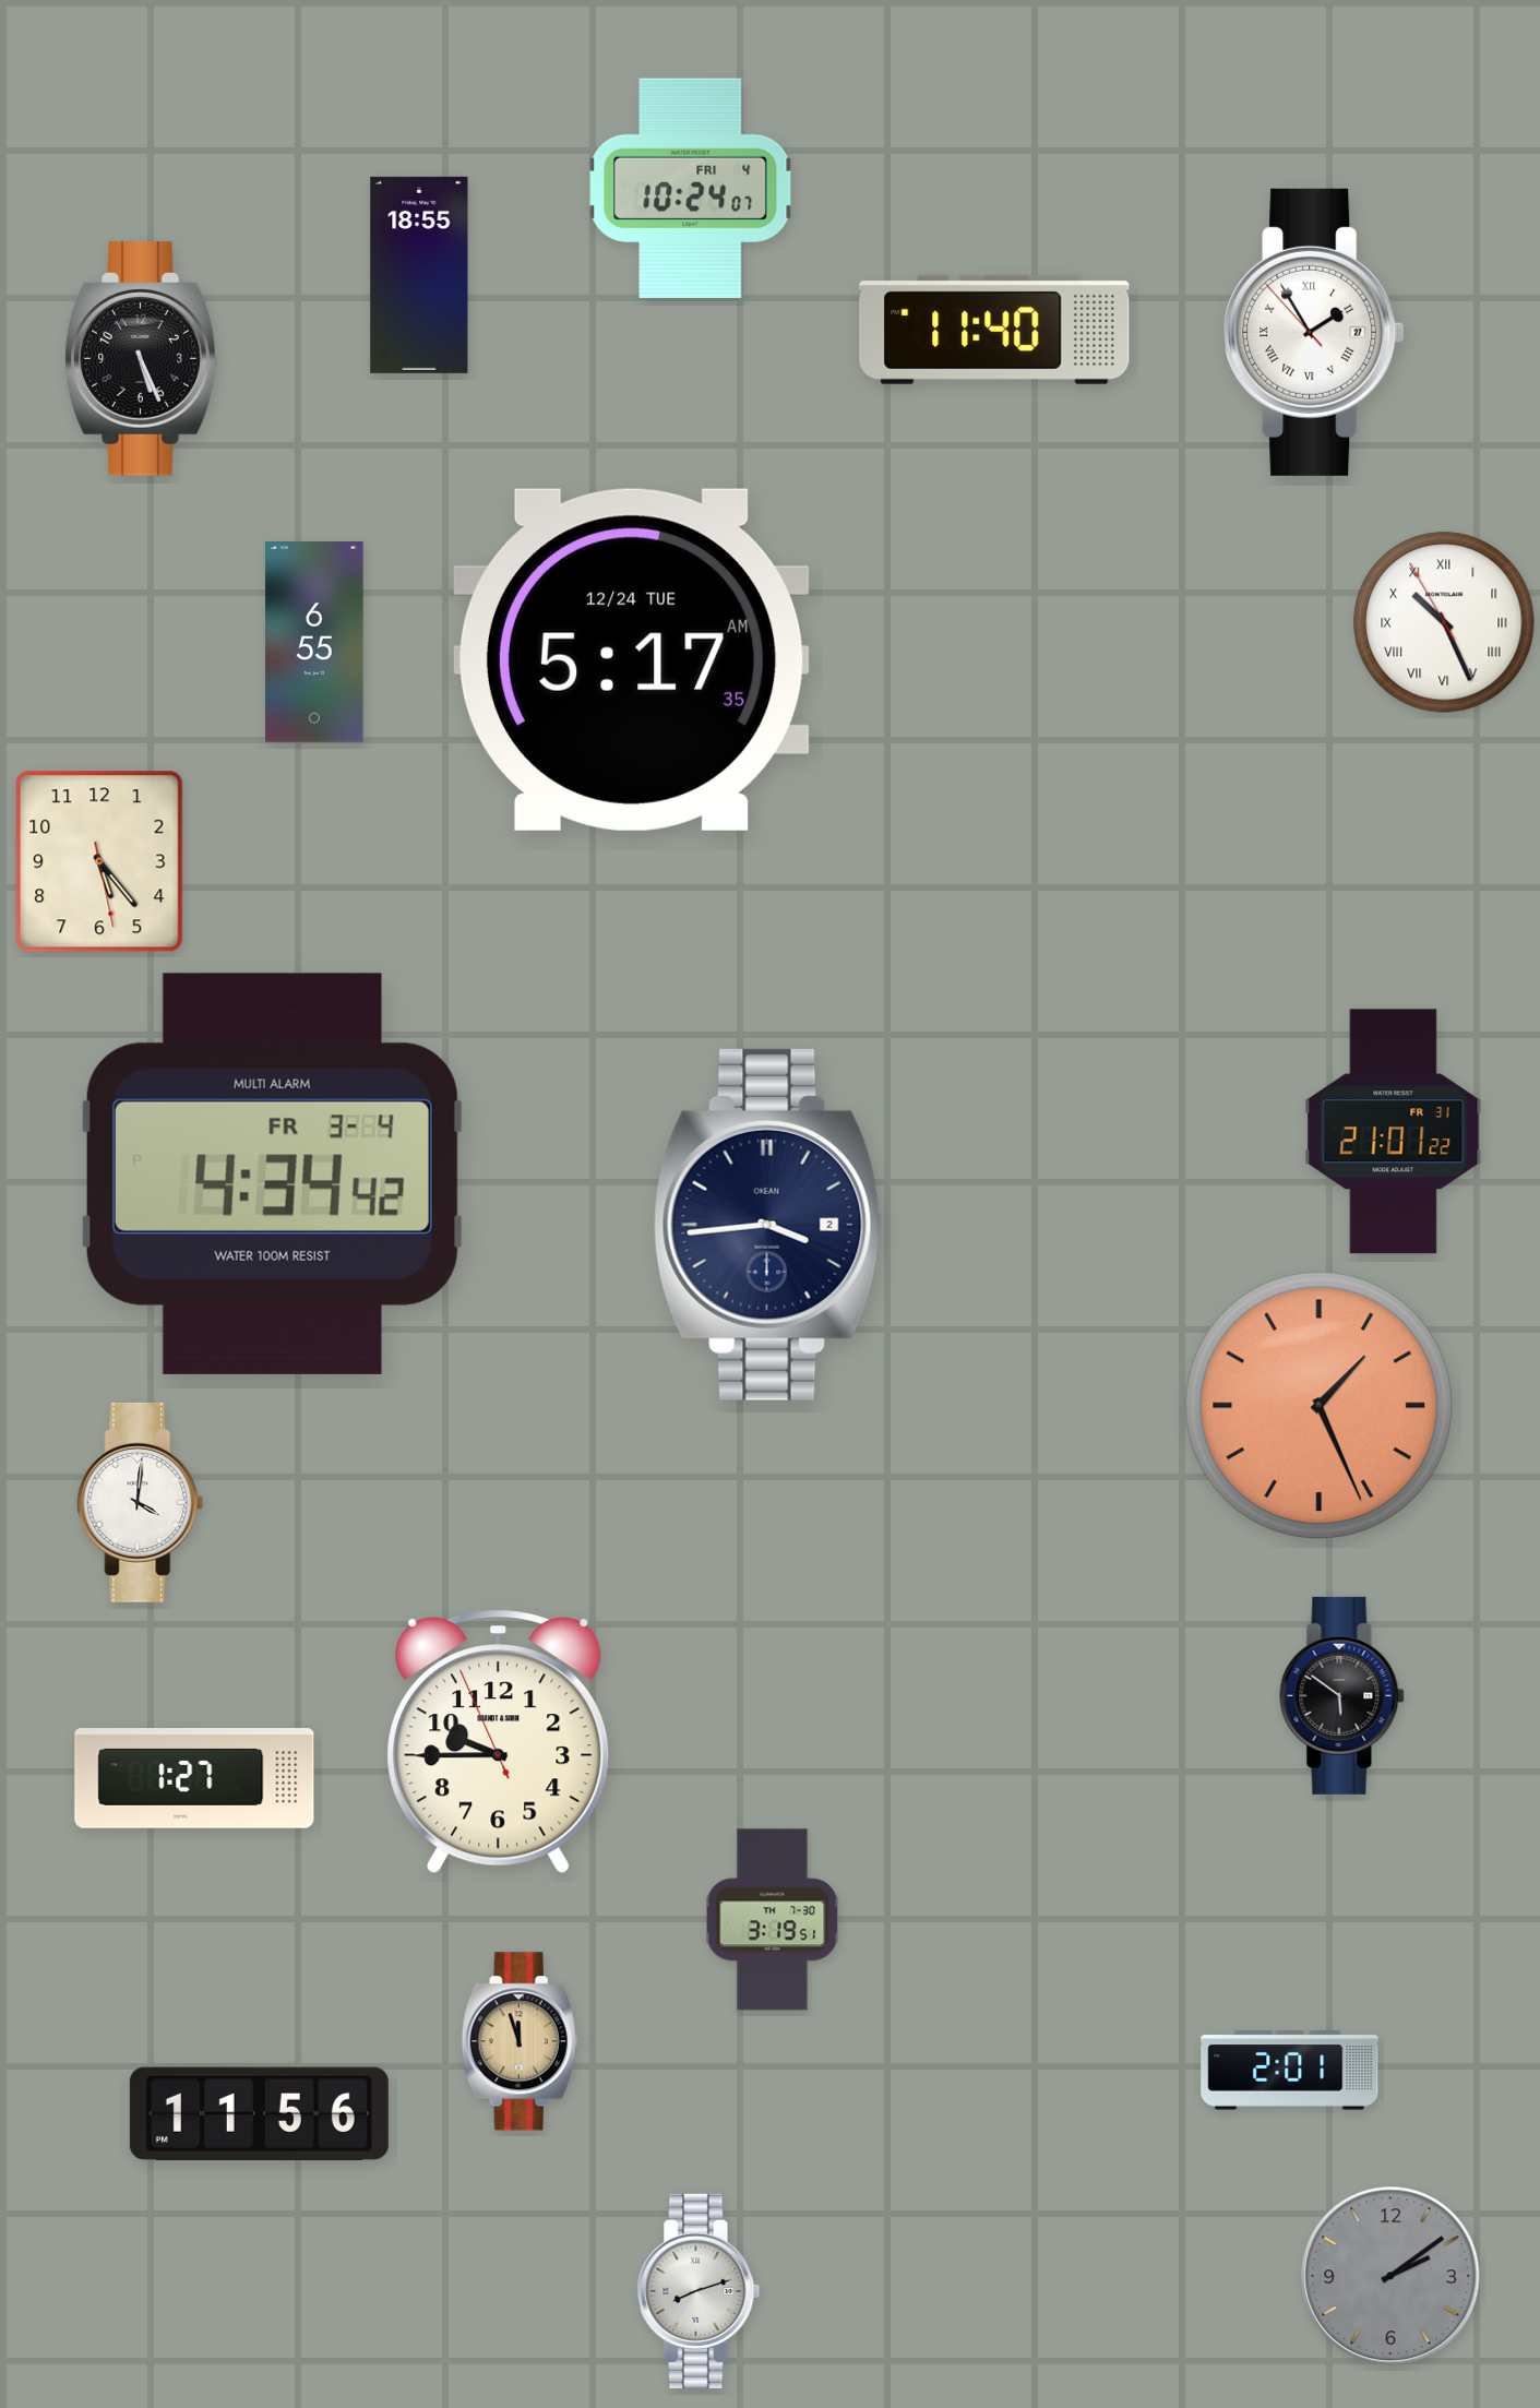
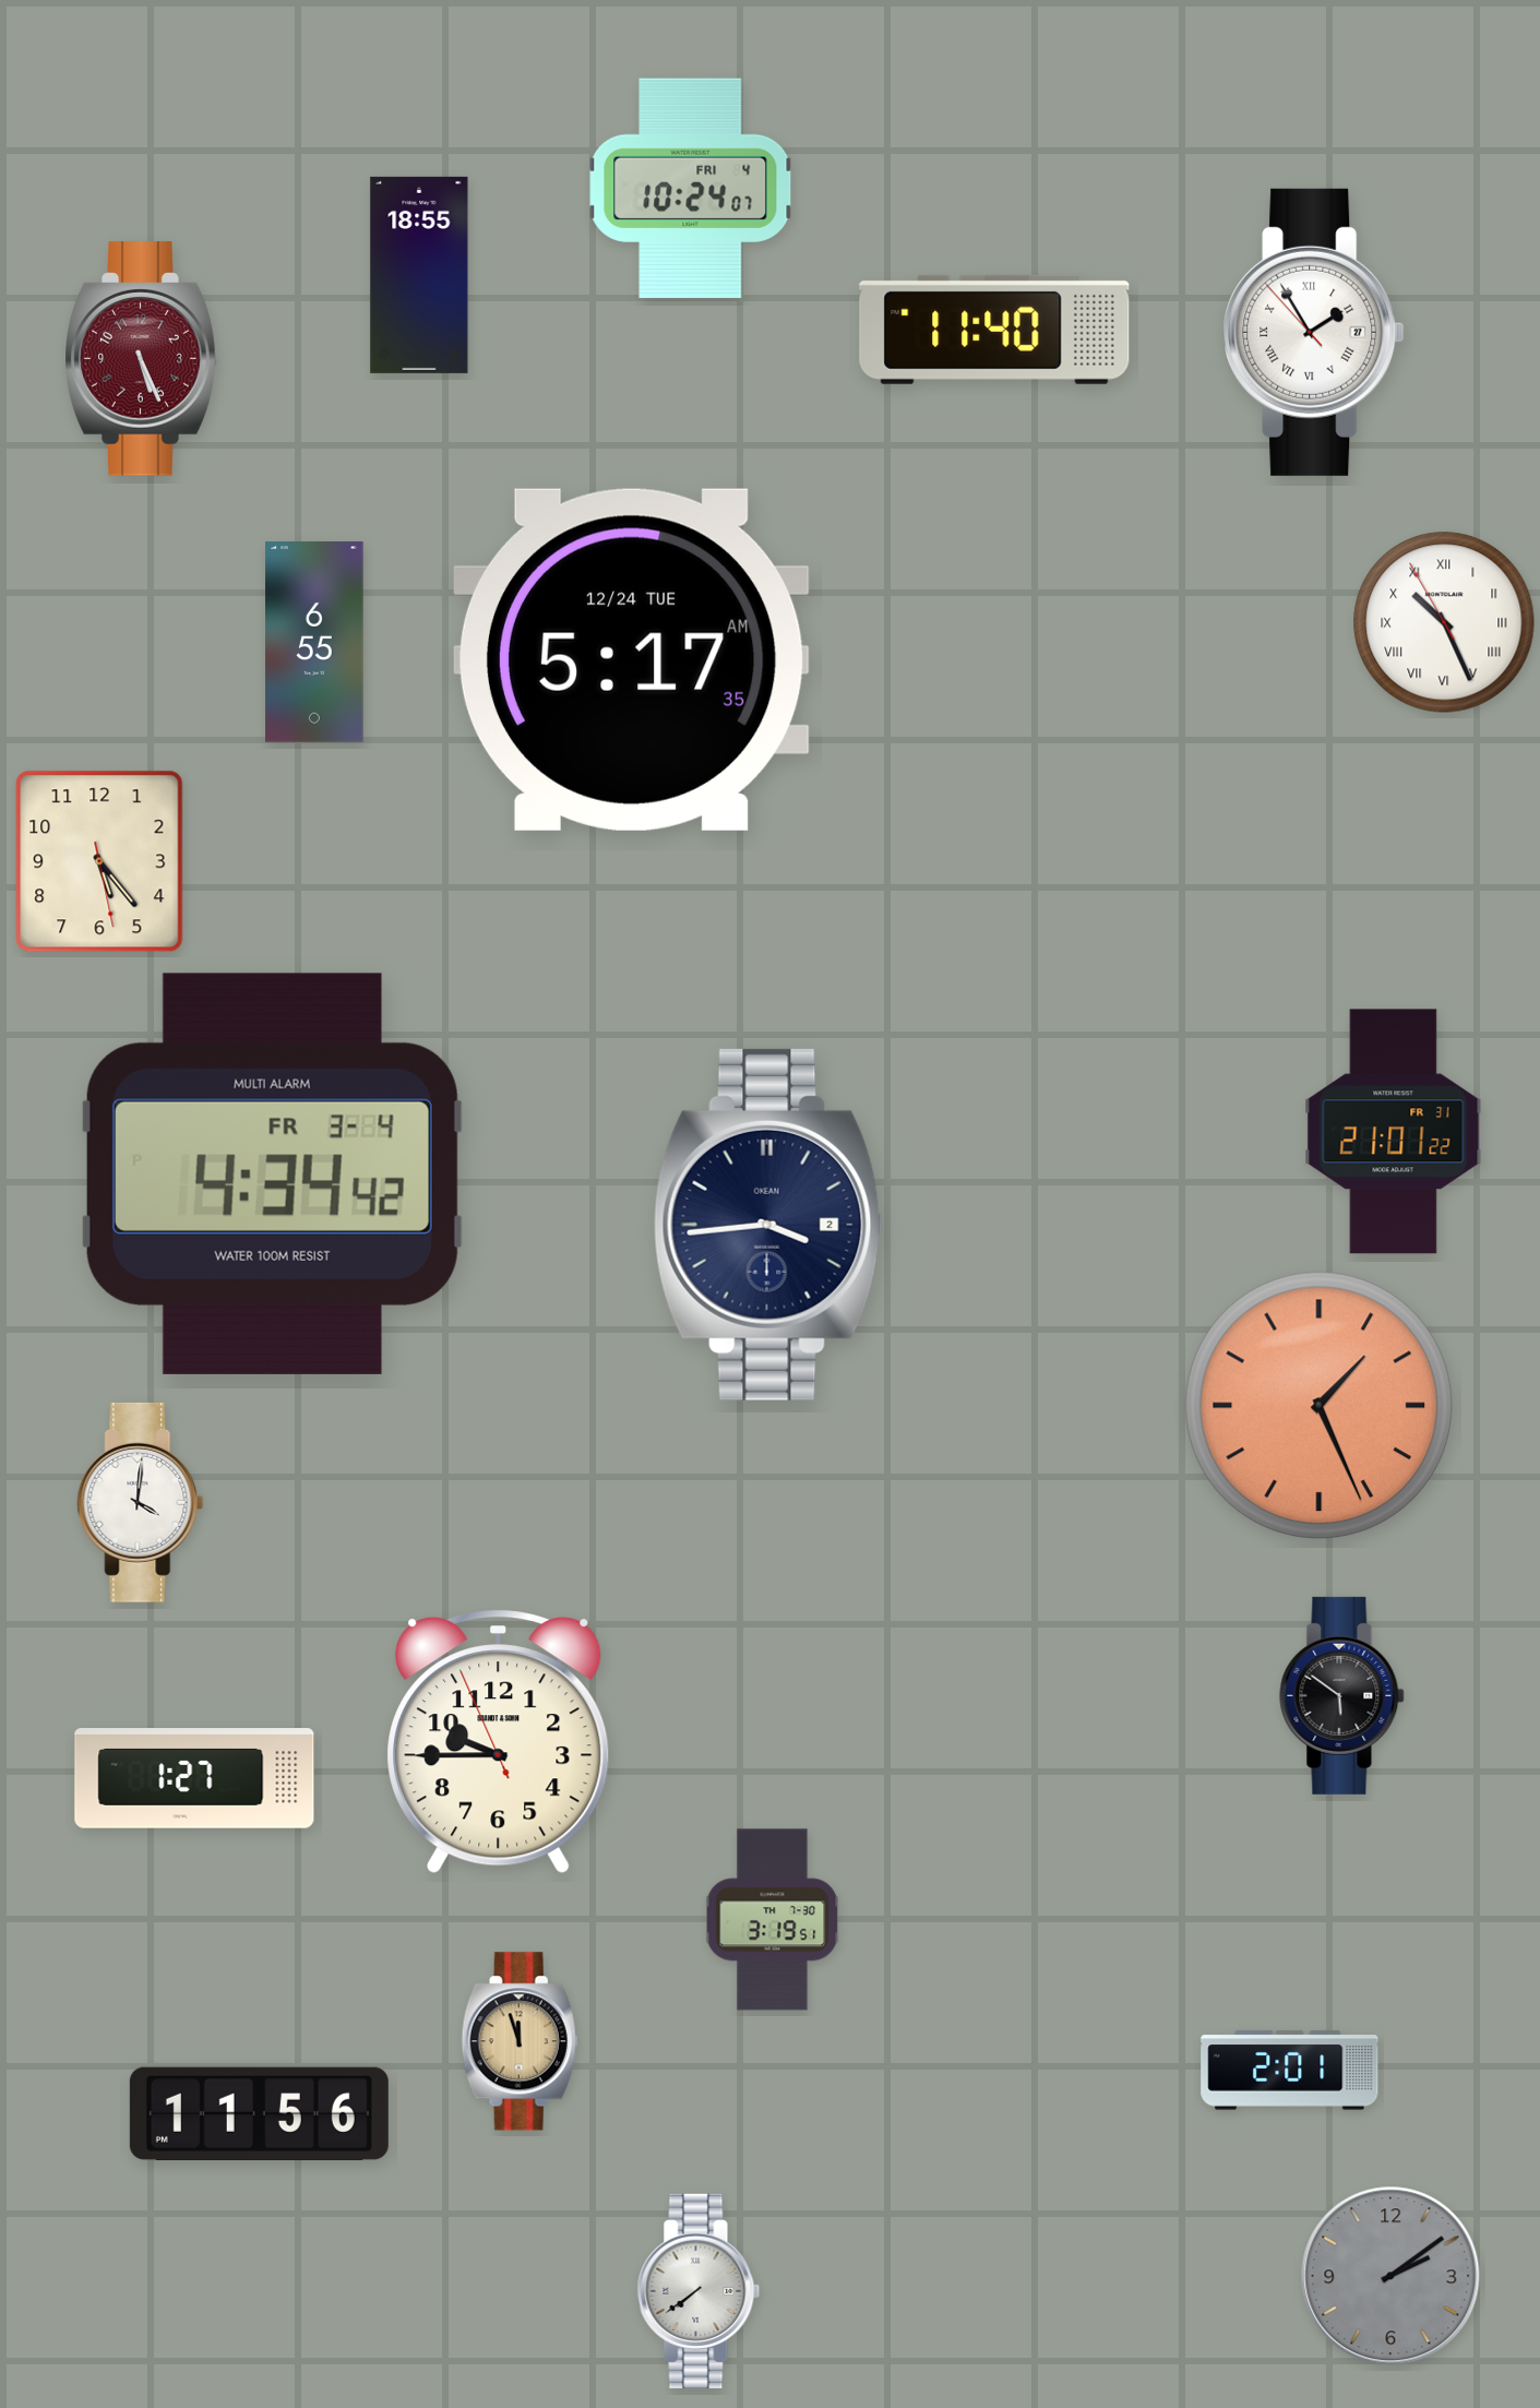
clock at (142, 359) dial: black -> burgundy
clock at (699, 2291): 8:12 -> 7:39
